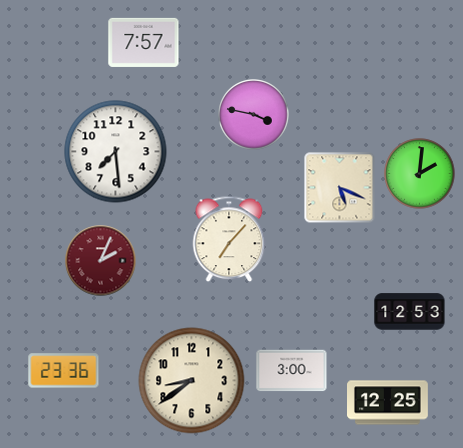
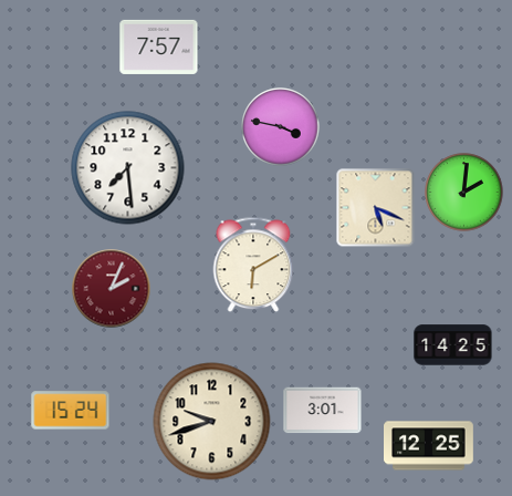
clock at (229, 239): 7:07 -> 6:10
clock at (410, 312): 12:53 -> 14:25
clock at (64, 371): 23:36 -> 15:24
clock at (292, 371): 3:00 -> 3:01
clock at (192, 381): 8:39 -> 9:42
